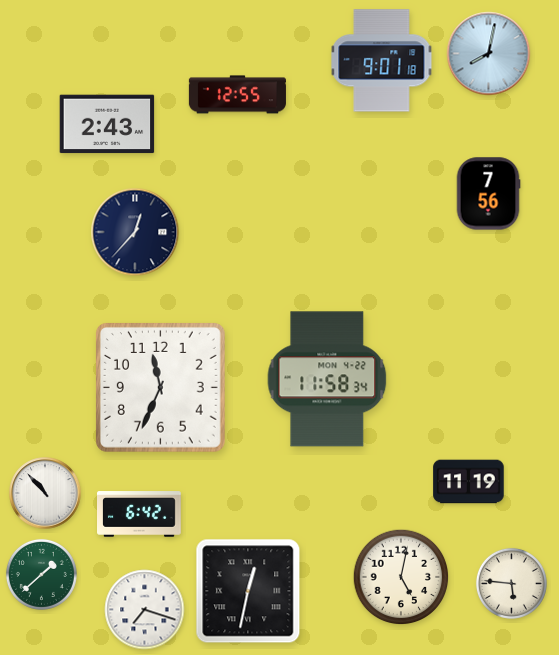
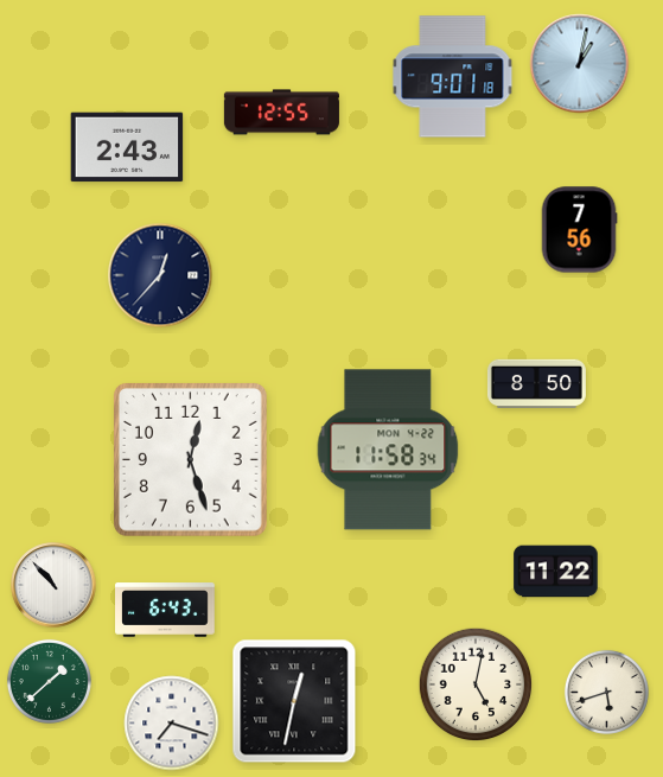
clock at (489, 54): 8:02 -> 1:02
clock at (382, 61) position: (382, 61) -> (453, 77)
clock at (536, 383): none -> 8:50
clock at (160, 387): 11:34 -> 12:27
clock at (469, 482): 11:19 -> 11:22
clock at (140, 514): 6:42 -> 6:43
clock at (511, 583): 5:46 -> 5:42
